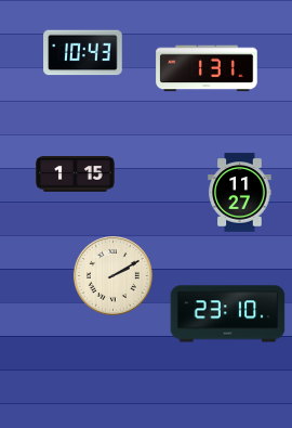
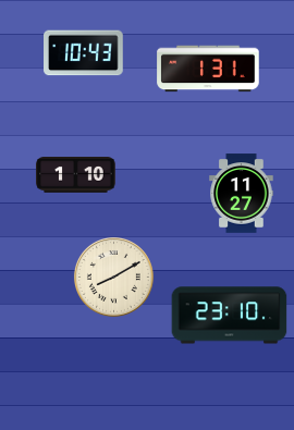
clock at (76, 174): 1:15 -> 1:10
clock at (112, 275): 2:10 -> 8:10
